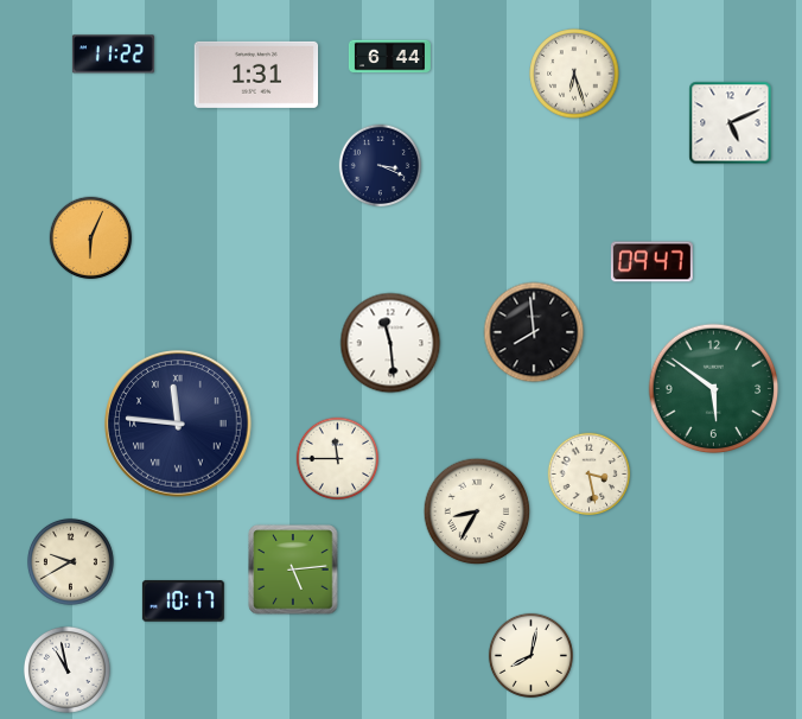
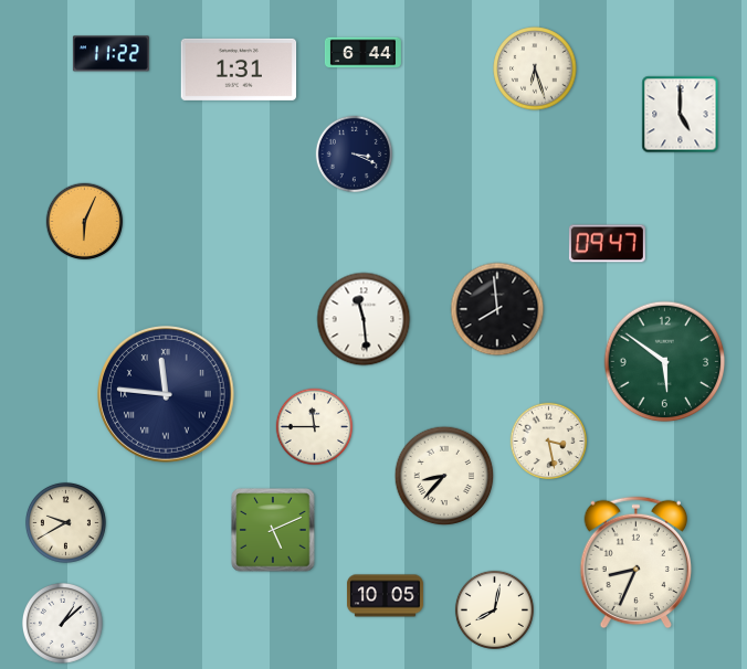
clock at (113, 55) position: (113, 55) -> (111, 54)
clock at (731, 123): 5:11 -> 5:00
clock at (477, 511): 8:35 -> 8:37
clock at (293, 570): 5:14 -> 5:11
clock at (183, 602): 10:17 -> none
clock at (636, 563): none -> 8:34
clock at (385, 596): none -> 10:05
clock at (66, 669): 10:58 -> 1:08
